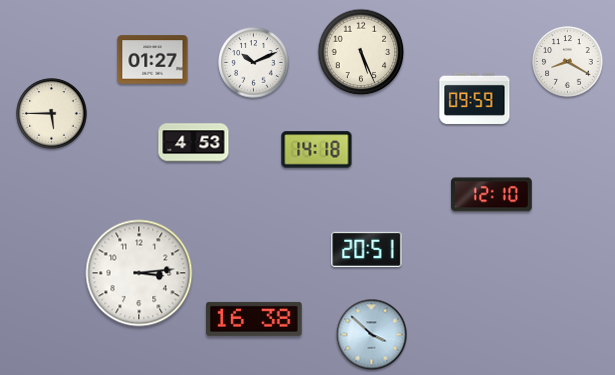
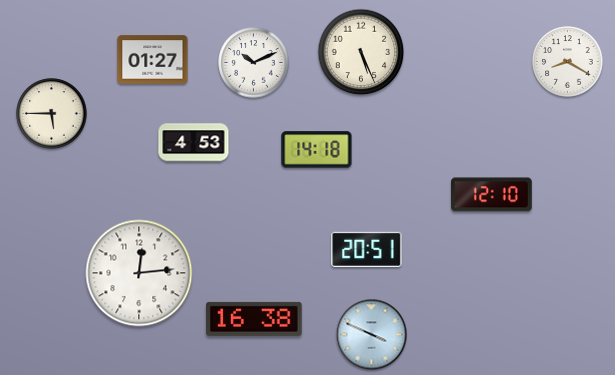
clock at (475, 98): 09:59 -> none
clock at (139, 273): 3:14 -> 12:14
clock at (372, 335): 3:52 -> 3:49
